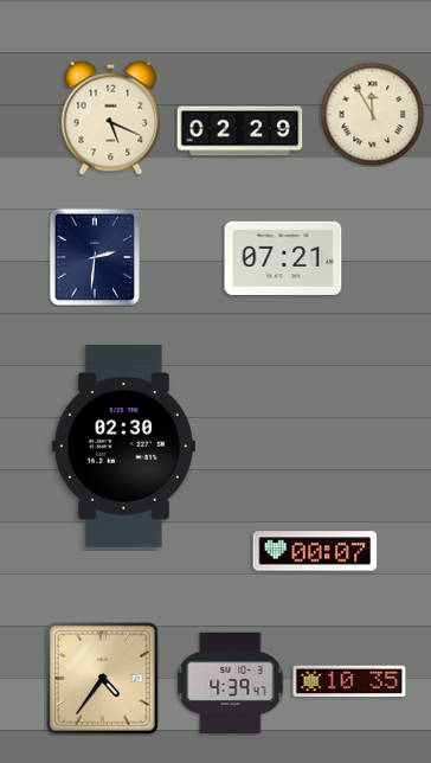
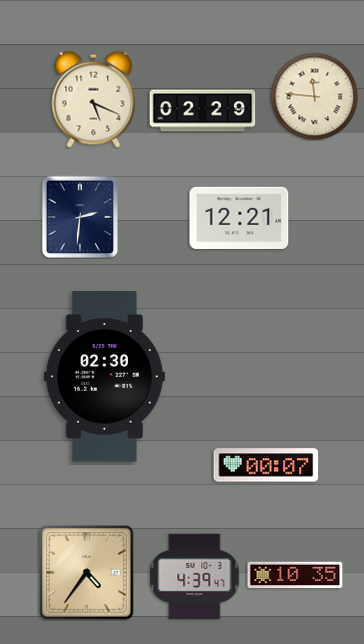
clock at (372, 114): 11:55 -> 11:46
clock at (283, 258): 07:21 -> 12:21
